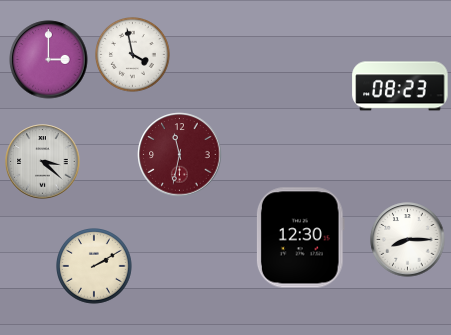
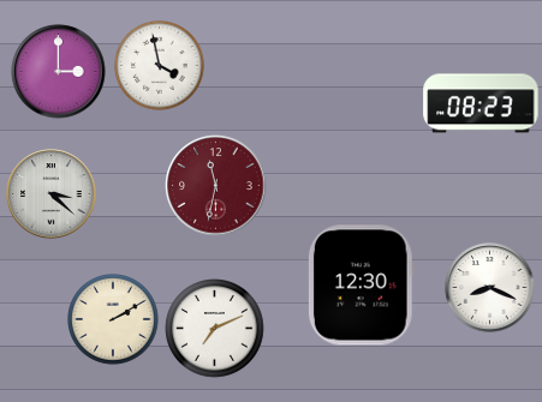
clock at (408, 240): 8:15 -> 8:19
clock at (215, 329): none -> 7:11
